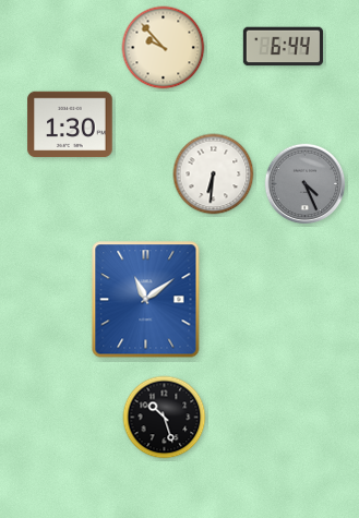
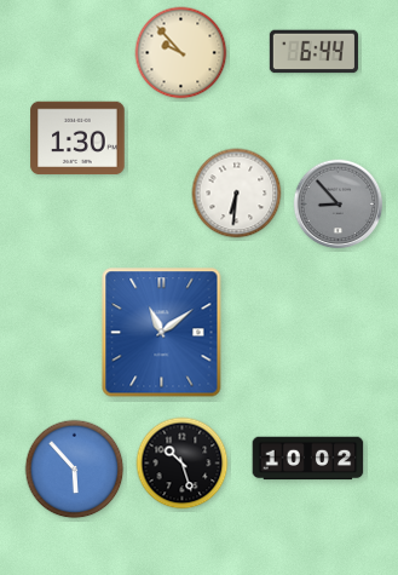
clock at (306, 184): 4:26 -> 8:53
clock at (308, 459): none -> 10:02
clock at (75, 470): none -> 5:53
